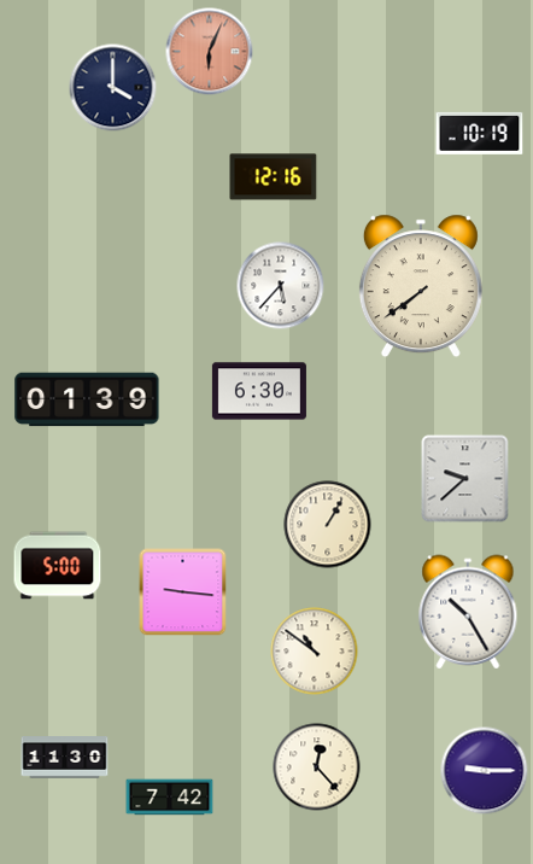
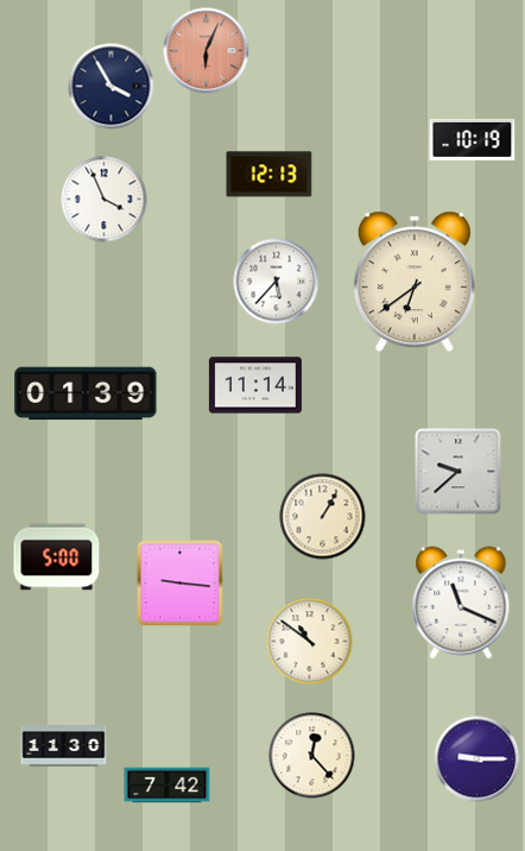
clock at (113, 88): 4:00 -> 3:55
clock at (480, 133) position: (480, 133) -> (473, 139)
clock at (274, 177): 12:16 -> 12:13
clock at (105, 200): none -> 3:56
clock at (421, 286): 7:39 -> 6:39
clock at (259, 391): 6:30 -> 11:14
clock at (468, 612): 10:25 -> 11:19
